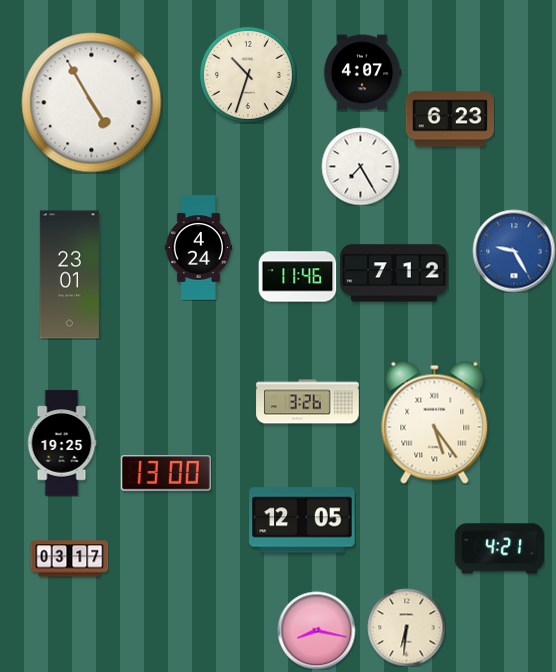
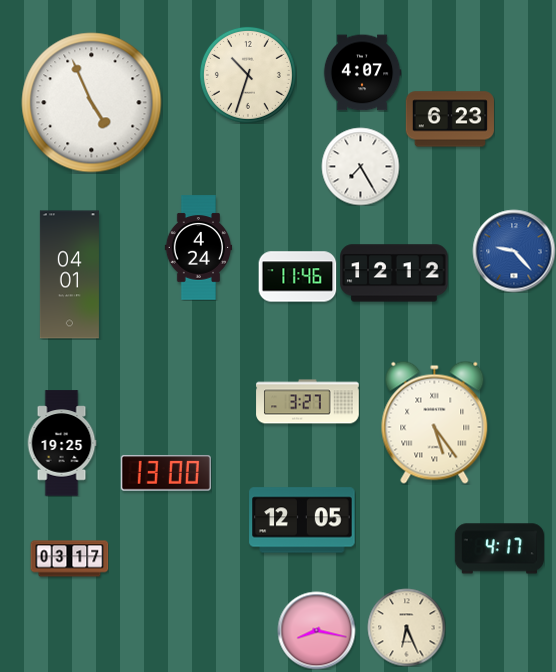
clock at (92, 103): 4:55 -> 4:56
clock at (514, 251): 9:25 -> 9:23
clock at (394, 273): 7:12 -> 12:12
clock at (69, 275): 23:01 -> 04:01
clock at (308, 402): 3:26 -> 3:27
clock at (499, 549): 4:21 -> 4:17
clock at (406, 627): 6:31 -> 6:26
